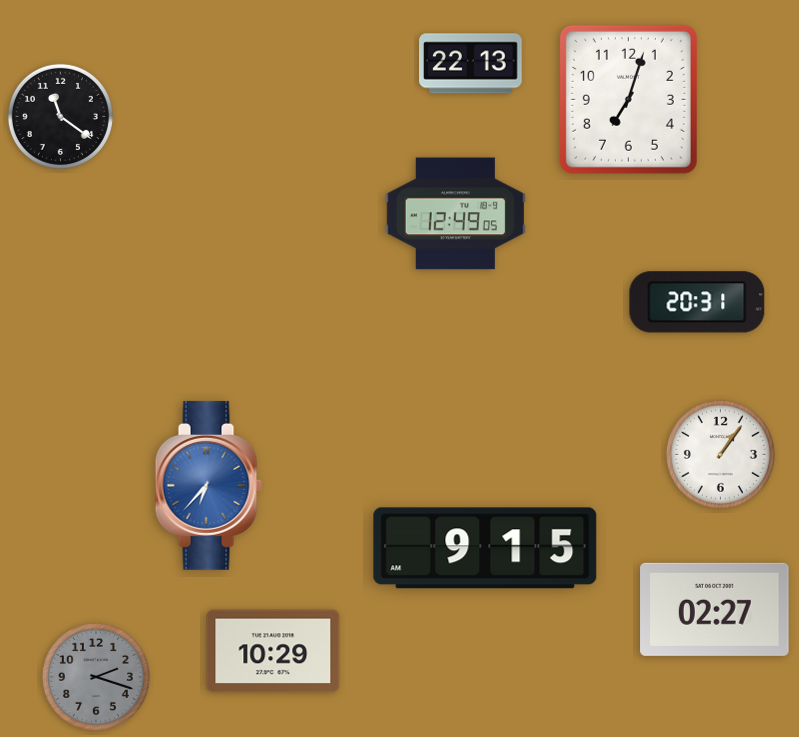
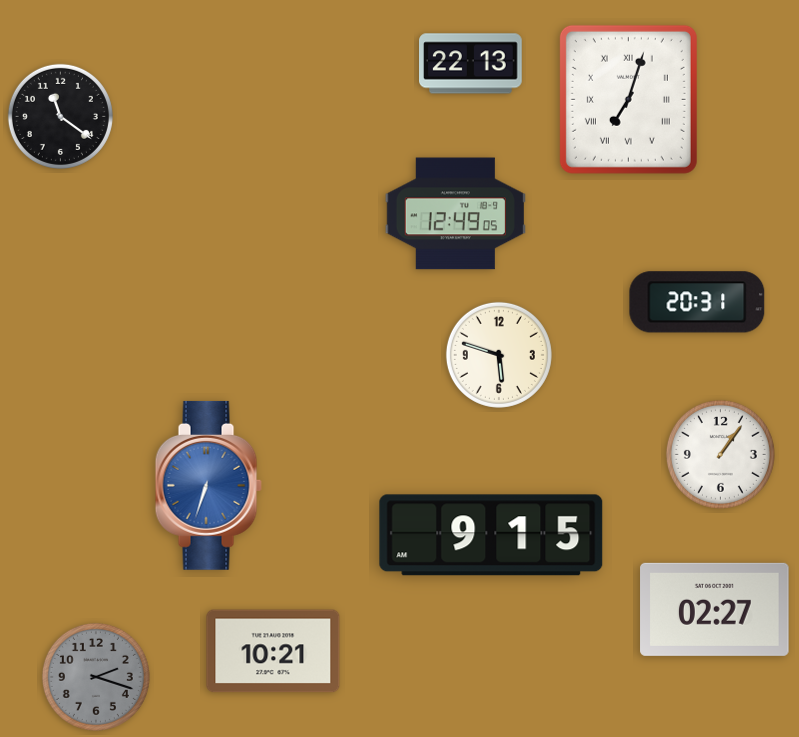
clock at (628, 99) numerals: Arabic -> Roman
clock at (499, 355): none -> 5:48
clock at (208, 485): 6:37 -> 6:33
clock at (485, 548) position: (485, 548) -> (491, 535)
clock at (273, 651): 10:29 -> 10:21
